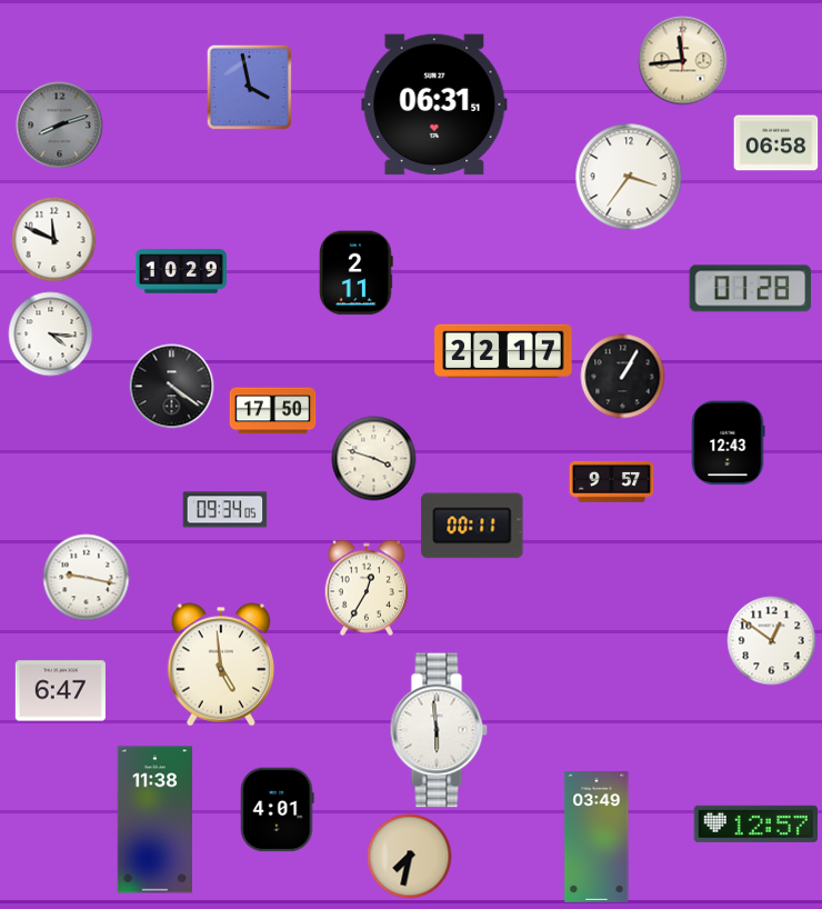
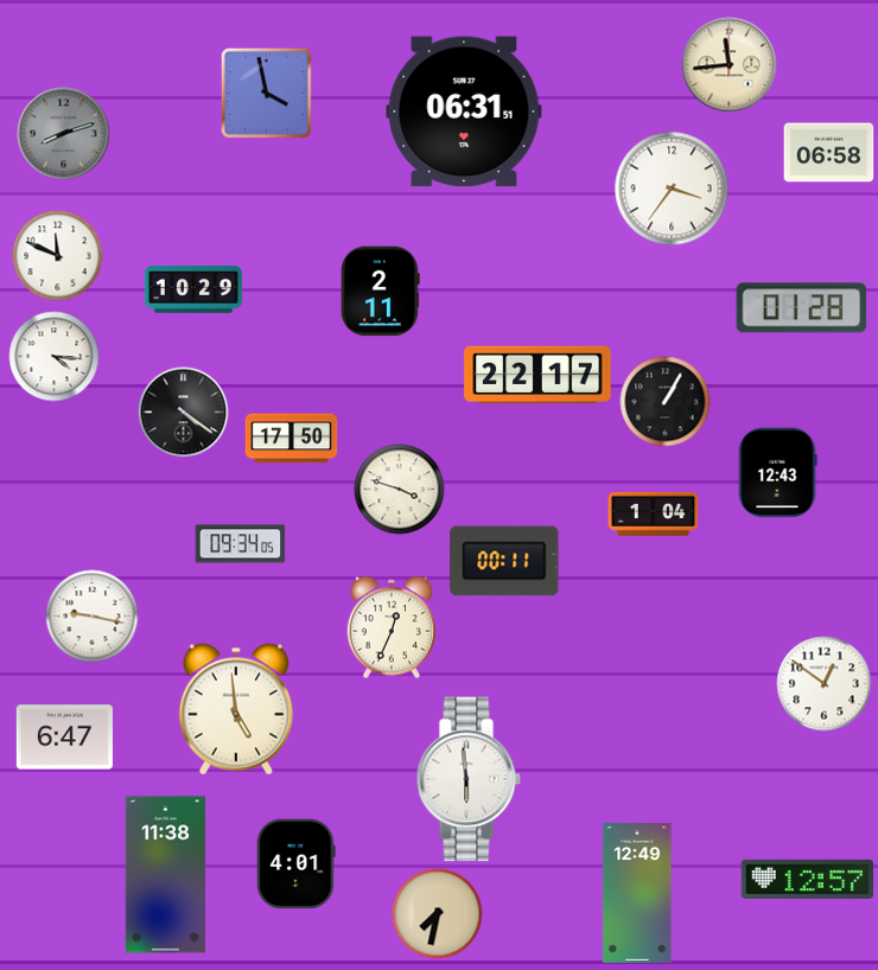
clock at (612, 481): 9:57 -> 1:04
clock at (367, 588): 12:35 -> 12:34
clock at (597, 837): 03:49 -> 12:49
